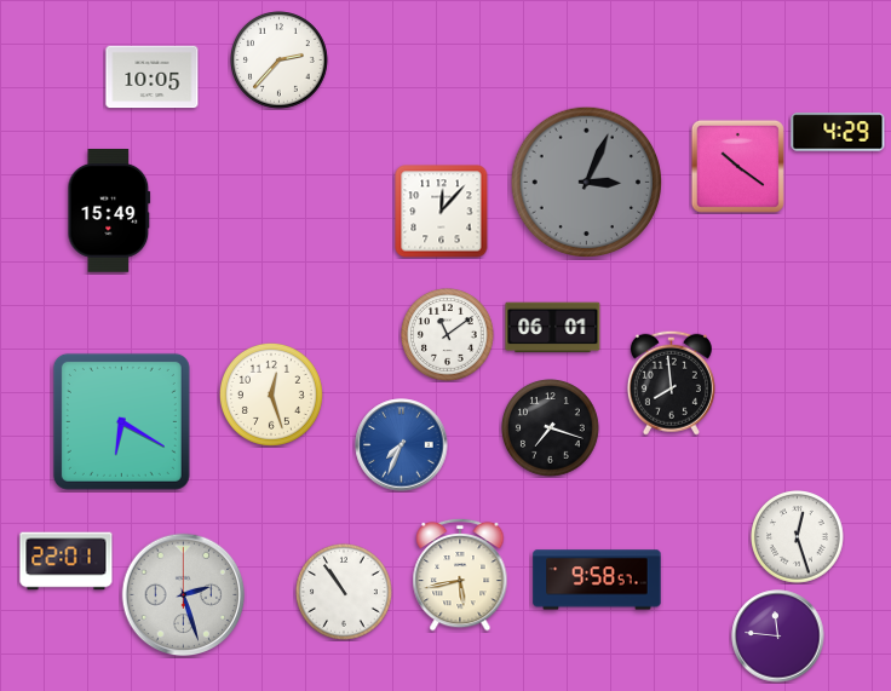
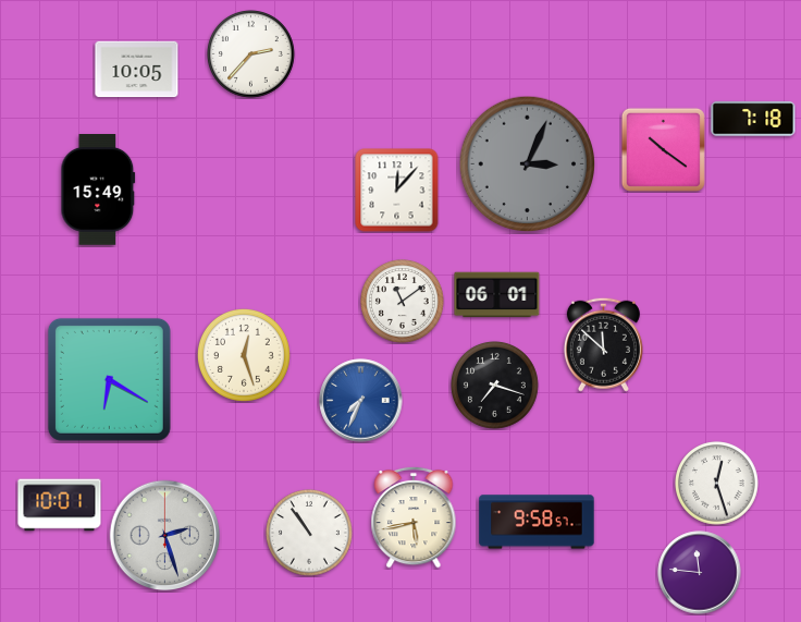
clock at (838, 132): 4:29 -> 7:18
clock at (671, 382): 7:59 -> 11:52
clock at (67, 562): 22:01 -> 10:01
